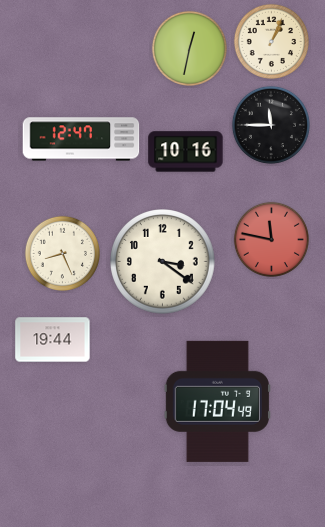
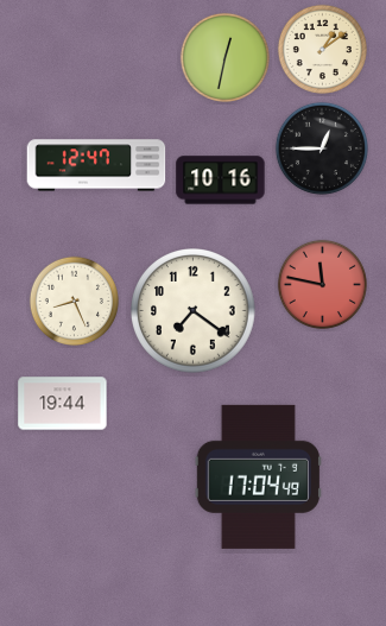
clock at (271, 41): 1:04 -> 1:09
clock at (271, 125): 11:45 -> 12:45
clock at (163, 262): 3:21 -> 7:21
